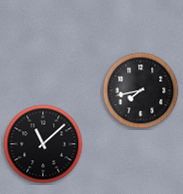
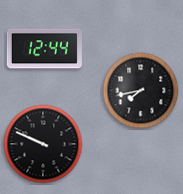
clock at (44, 49): none -> 12:44
clock at (43, 144): 11:08 -> 9:49
